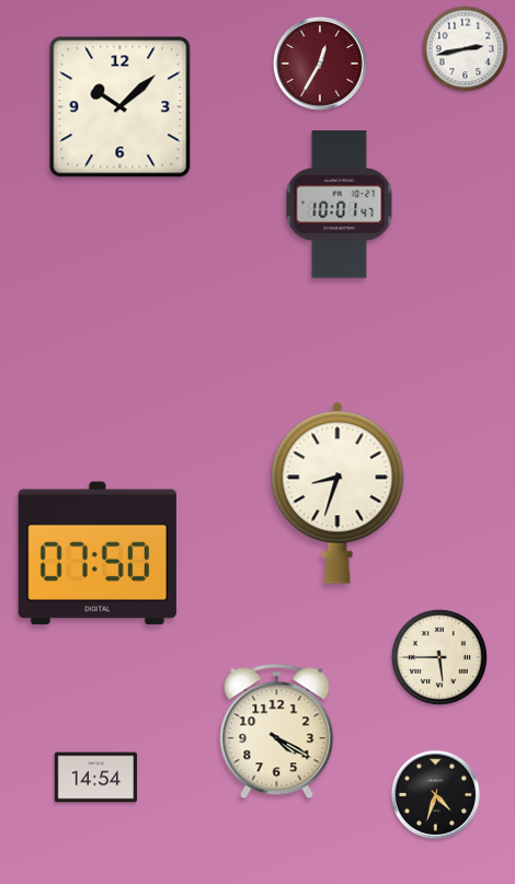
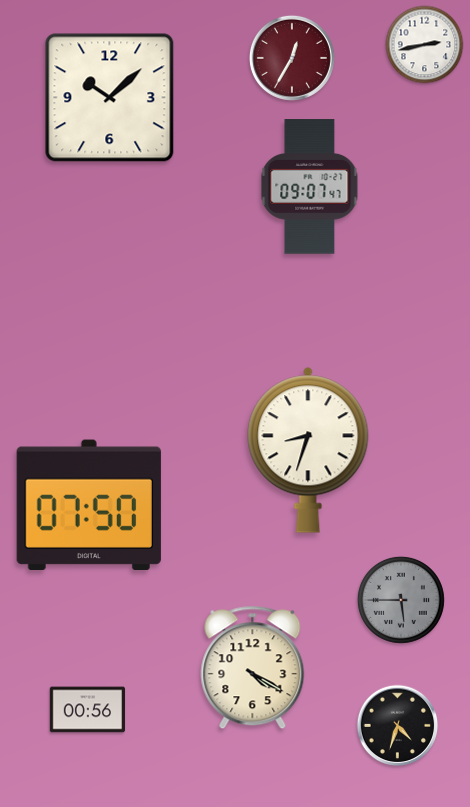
clock at (340, 205): 10:01 -> 09:07
clock at (439, 657) dial: cream -> grey
clock at (96, 778): 14:54 -> 00:56
